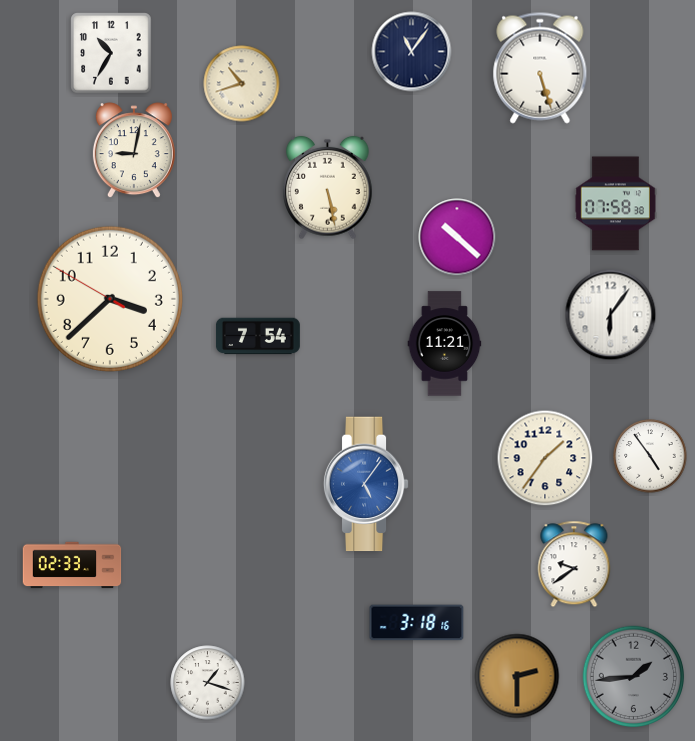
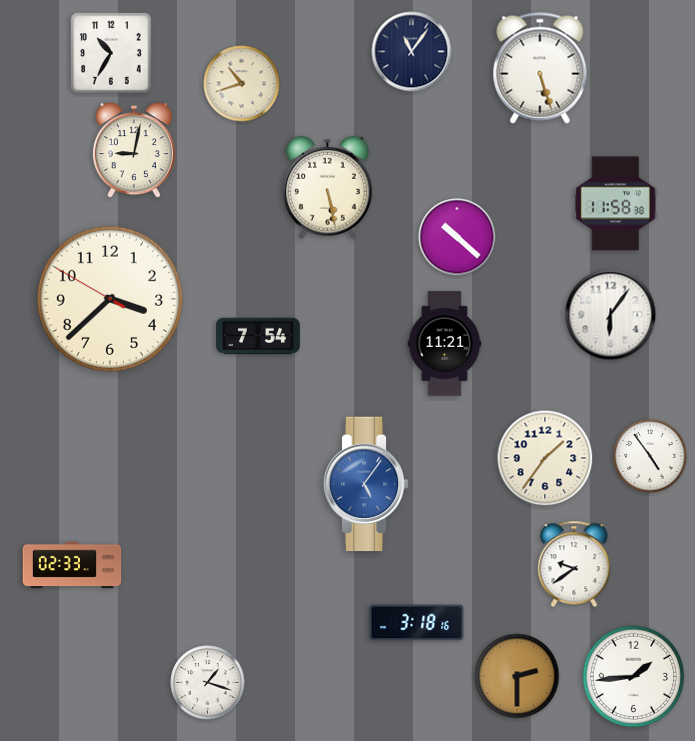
clock at (615, 204): 07:58 -> 11:58
clock at (634, 677) dial: grey -> white
